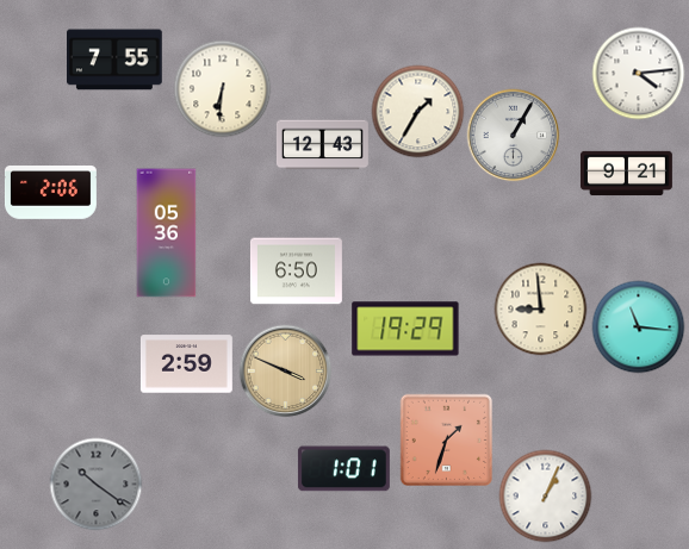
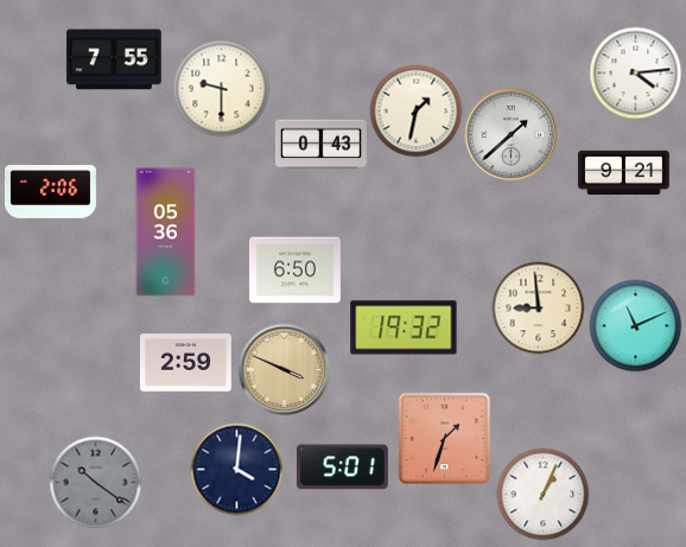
clock at (222, 88): 6:31 -> 9:30
clock at (417, 111): 1:35 -> 1:32
clock at (513, 135): 1:05 -> 1:38
clock at (322, 145): 12:43 -> 0:43
clock at (638, 326): 11:16 -> 11:11
clock at (405, 329): 19:29 -> 19:32
clock at (343, 469): 1:01 -> 5:01
clock at (236, 469): none -> 4:01
